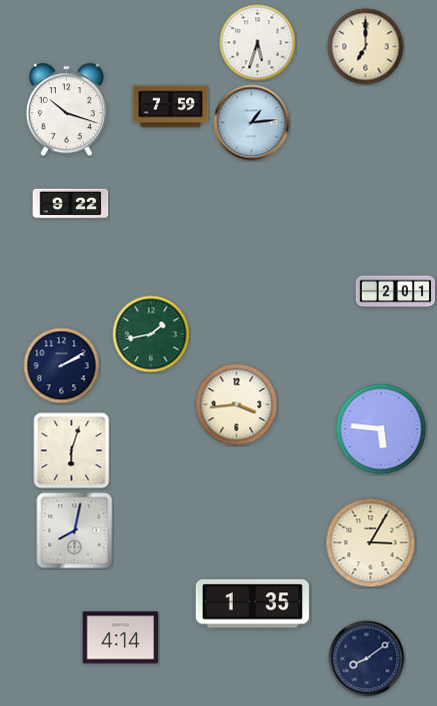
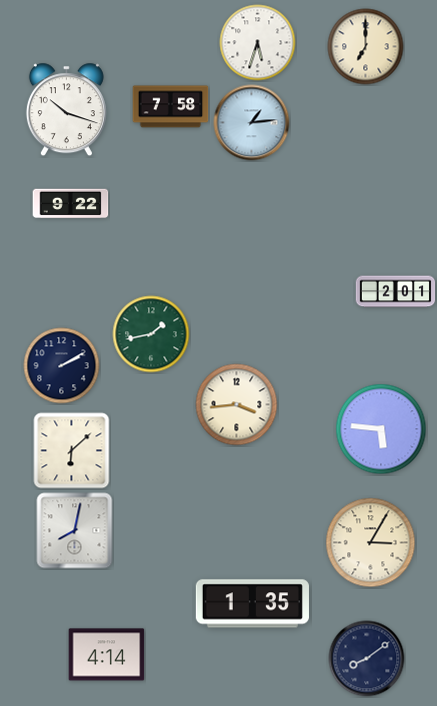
clock at (171, 107): 7:59 -> 7:58
clock at (72, 451): 6:03 -> 6:08
clock at (121, 638) position: (121, 638) -> (107, 655)
